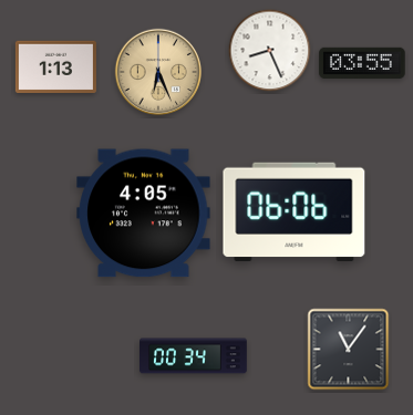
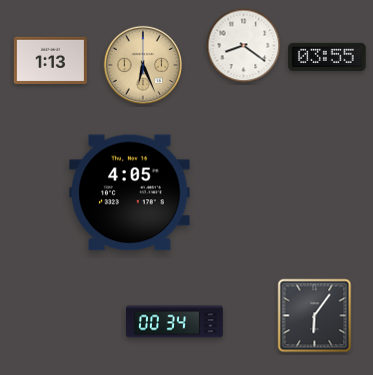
clock at (270, 51): 8:26 -> 8:21
clock at (295, 212): 06:06 -> none
clock at (349, 350): 11:06 -> 6:06
